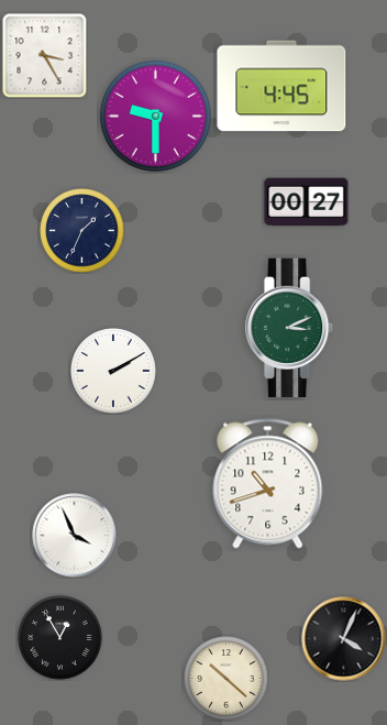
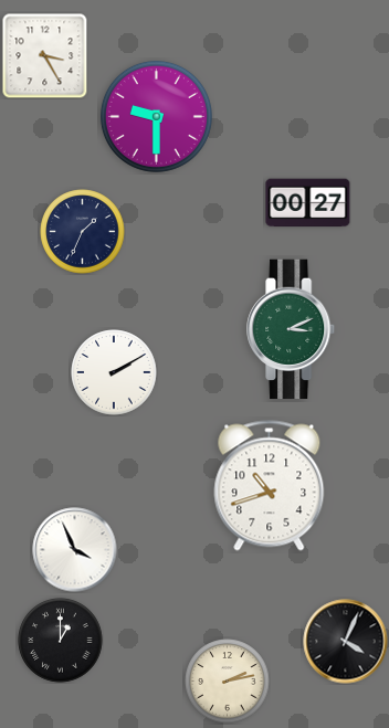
clock at (281, 86): 4:45 -> none
clock at (75, 536) position: (75, 536) -> (75, 550)
clock at (60, 638): 12:55 -> 1:00
clock at (226, 679): 10:22 -> 2:13
